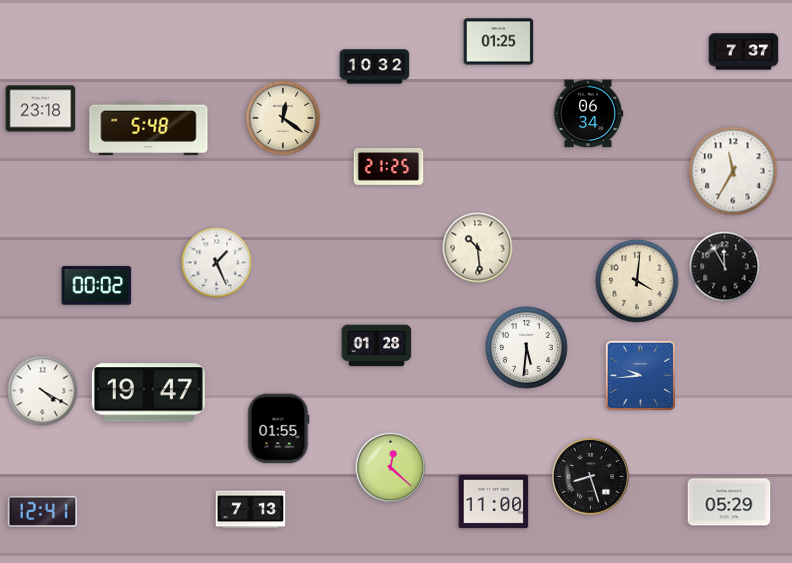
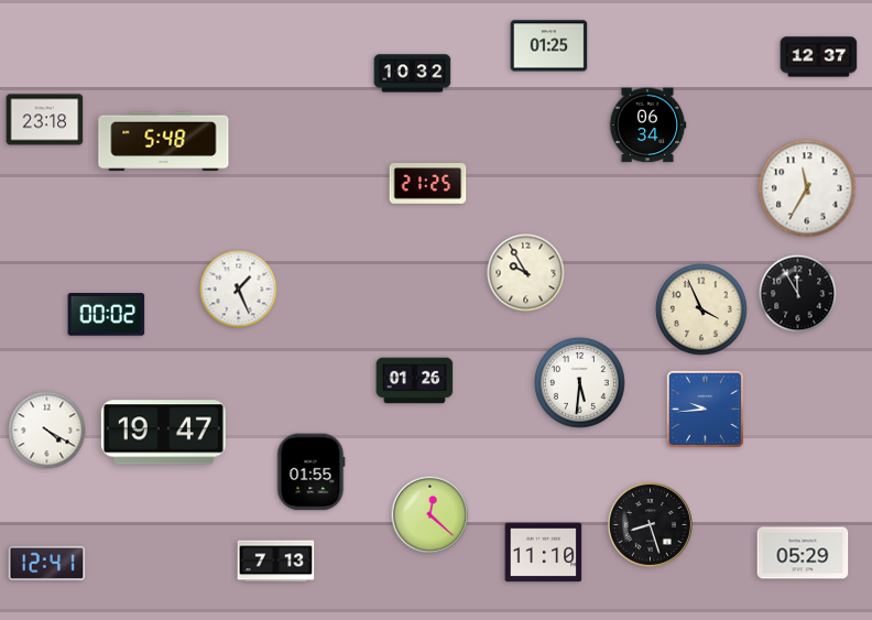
clock at (744, 52): 7:37 -> 12:37
clock at (283, 118): 12:21 -> none
clock at (478, 248): 10:29 -> 9:55
clock at (637, 281): 4:01 -> 3:56
clock at (377, 346): 01:28 -> 01:26
clock at (640, 375) position: (640, 375) -> (705, 409)
clock at (279, 429) position: (279, 429) -> (312, 472)
clock at (494, 502): 11:00 -> 11:10
